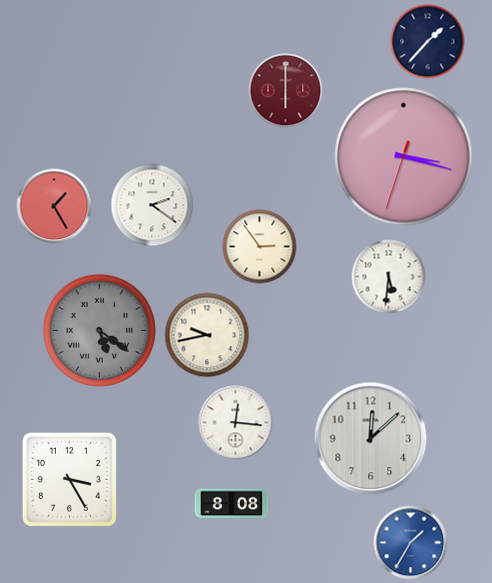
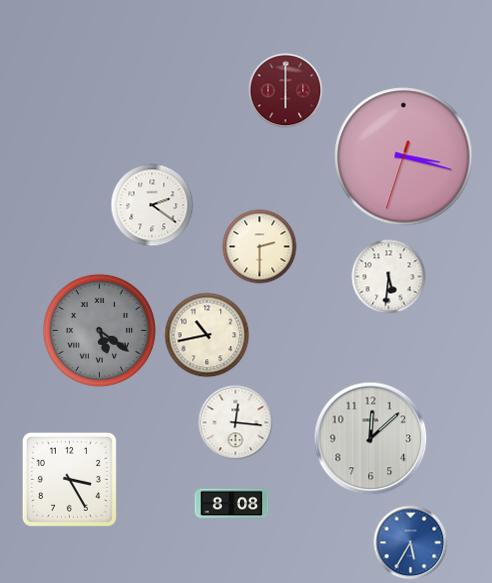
clock at (428, 42): 1:37 -> none
clock at (54, 206): 1:25 -> none
clock at (260, 247): 2:54 -> 2:30
clock at (207, 335): 9:43 -> 10:43
clock at (411, 543): 1:35 -> 5:35
